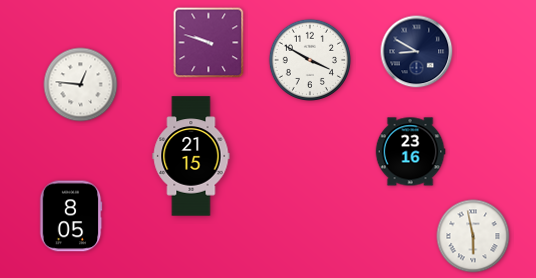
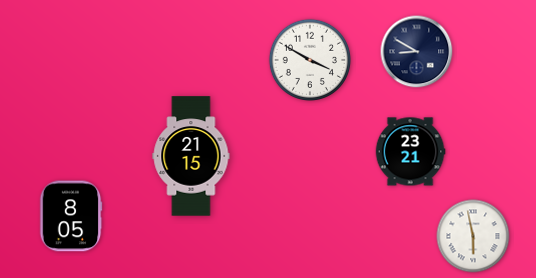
clock at (209, 43): 9:48 -> none
clock at (81, 85): 12:46 -> none
clock at (410, 152): 23:16 -> 23:21
